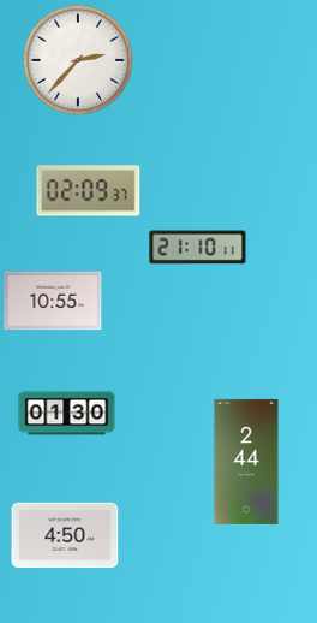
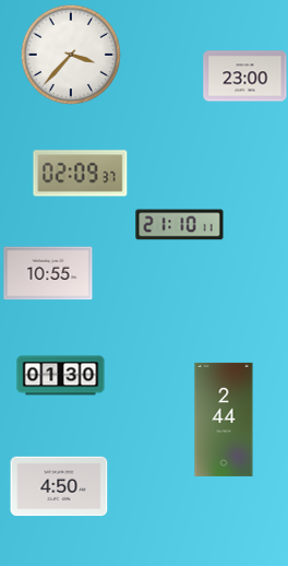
clock at (78, 60): 2:37 -> 3:37
clock at (245, 76): none -> 23:00
